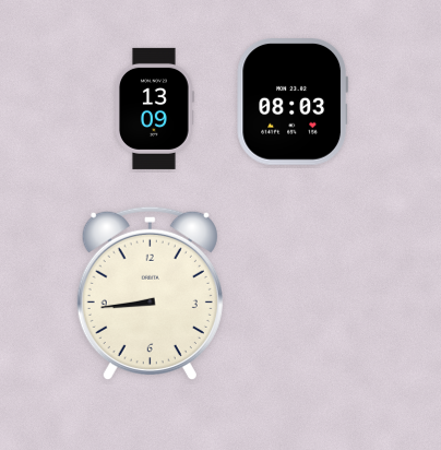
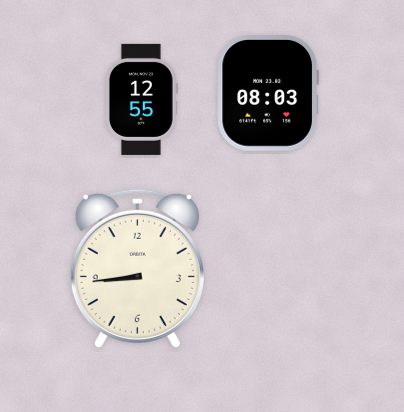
clock at (155, 108): 13:09 -> 12:55
